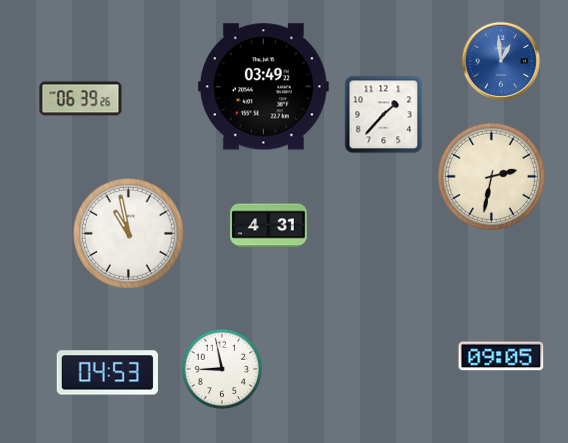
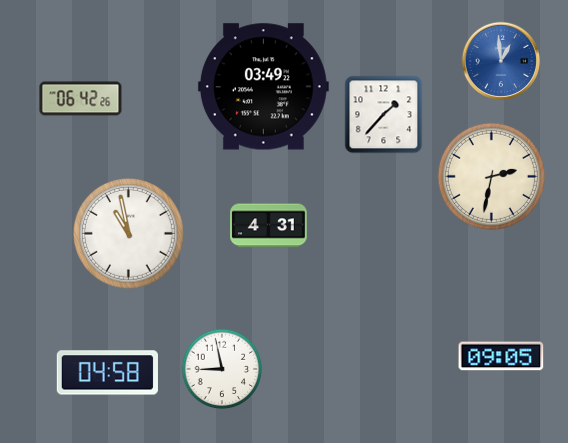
clock at (81, 99): 06:39 -> 06:42
clock at (107, 373): 04:53 -> 04:58
